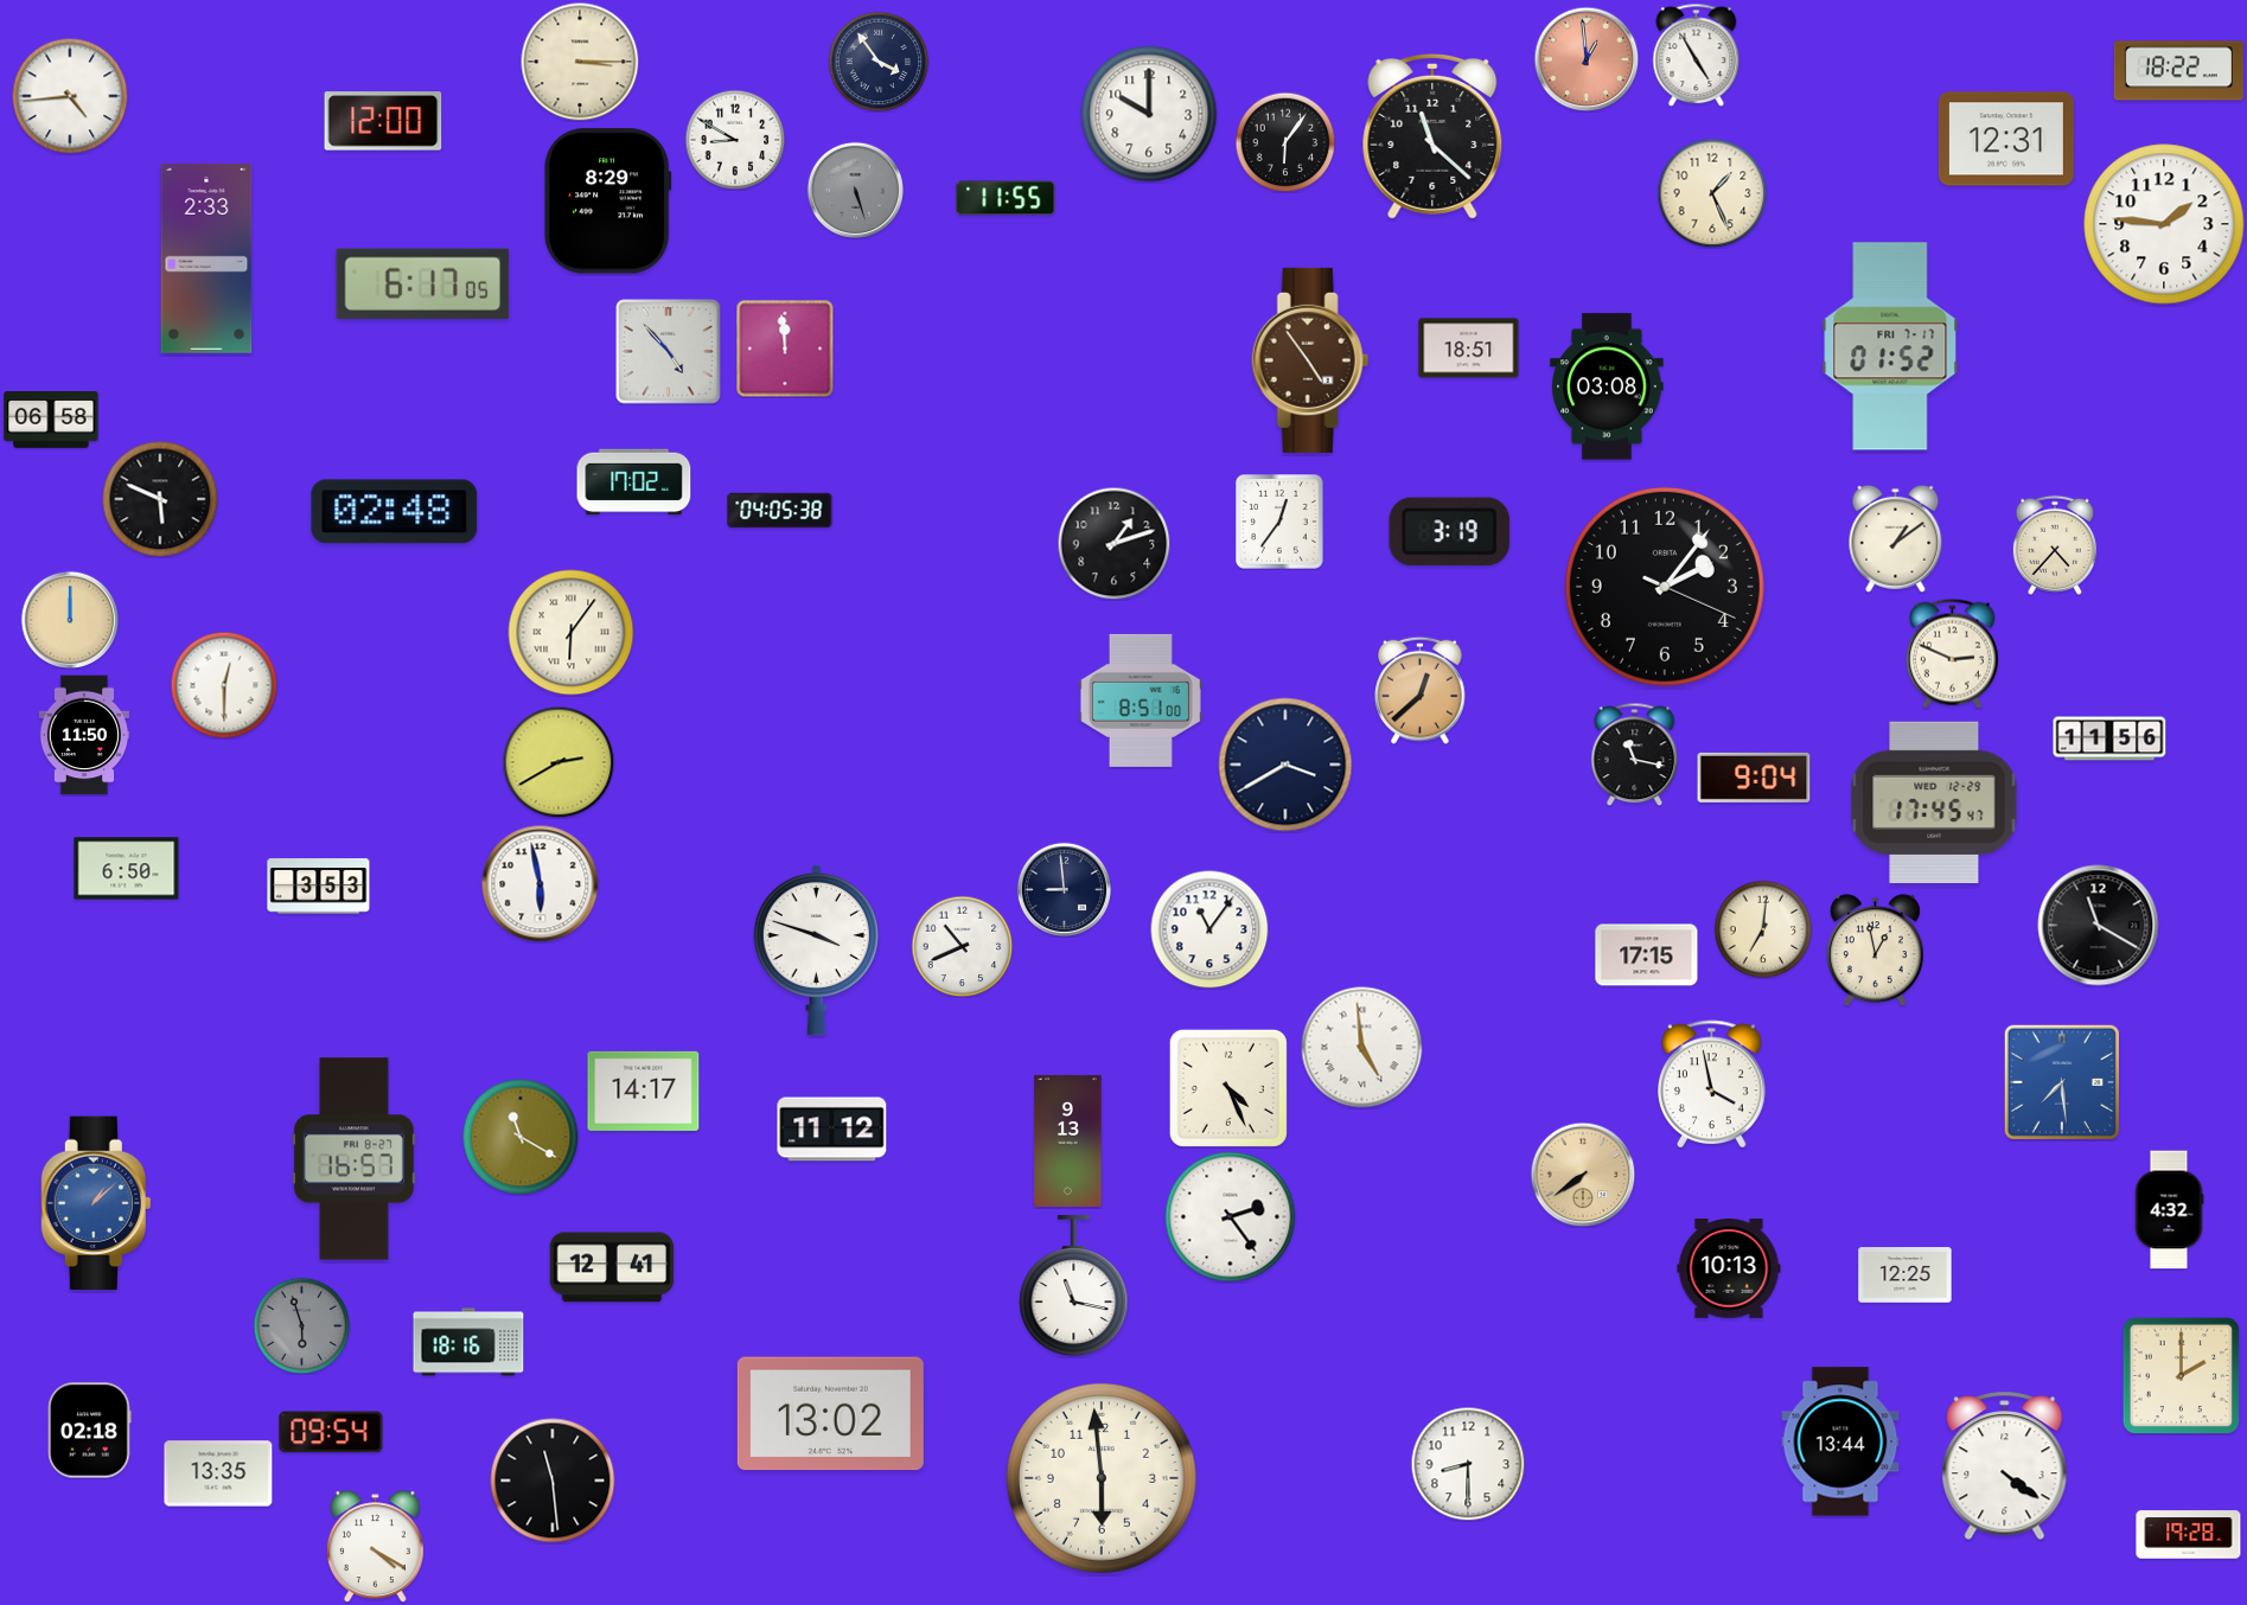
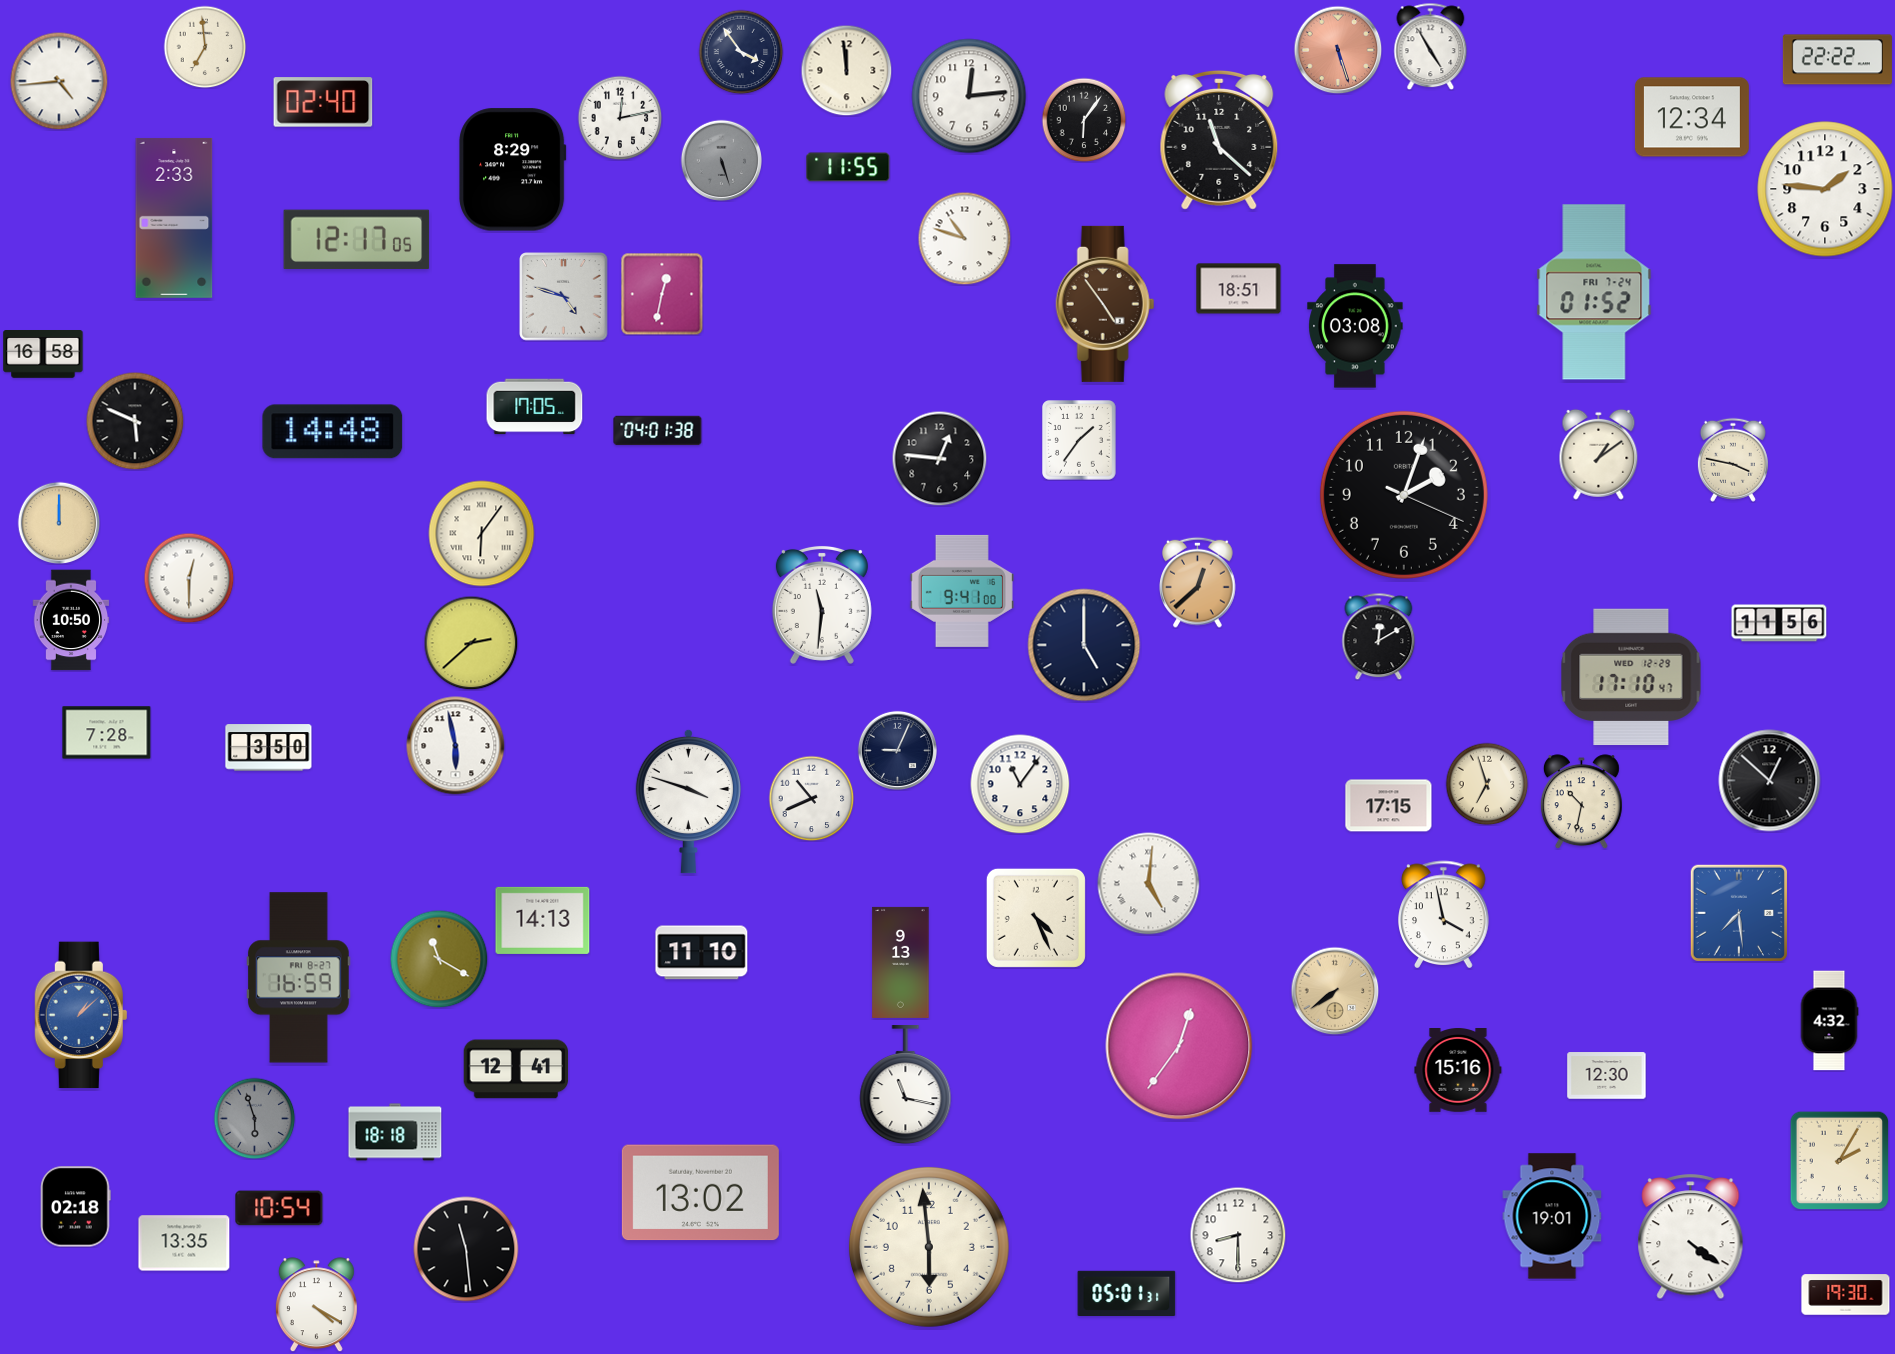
clock at (205, 47): none -> 6:59
clock at (1587, 59): 12:59 -> 5:27
clock at (580, 62): 3:15 -> none
clock at (2178, 71): 18:22 -> 22:22
clock at (846, 70): none -> 11:59
clock at (1149, 114): 10:00 -> 12:14
clock at (383, 121): 12:00 -> 02:40
clock at (1432, 136) position: (1432, 136) -> (1219, 140)
clock at (2006, 139): 12:31 -> 12:34
clock at (735, 140): 8:50 -> 12:13
clock at (1712, 193): 1:26 -> none
clock at (964, 238): none -> 10:48
clock at (423, 284): 6:17 -> 12:17
clock at (1890, 346) date: FRI 7-17 -> FRI 7-24
clock at (785, 349): 11:59 -> 12:32
clock at (1469, 349) position: (1469, 349) -> (1239, 289)
clock at (669, 352): 4:53 -> 4:48
clock at (51, 421): 06:58 -> 16:58
clock at (634, 482): 17:02 -> 17:05
clock at (780, 511): 04:05 -> 04:01
clock at (395, 512): 02:48 -> 14:48
clock at (1281, 523): 12:36 -> 1:36
clock at (1449, 532): 3:19 -> none
clock at (1113, 543): 1:12 -> 12:46
clock at (2055, 545): 4:37 -> 3:47
clock at (1665, 587): 2:06 -> 2:03
clock at (1952, 653): 2:49 -> none
clock at (1141, 701): 8:51 -> 9:41
clock at (822, 605): none -> 11:31
clock at (84, 735): 11:50 -> 10:50
clock at (1635, 754): 11:17 -> 12:10
clock at (558, 762): 2:40 -> 2:38
clock at (1285, 765): 3:40 -> 5:00
clock at (1754, 778): 9:04 -> none
clock at (1934, 802): 17:45 -> 17:10
clock at (127, 869): 6:50 -> 7:28
clock at (319, 887): 3:53 -> 3:50
clock at (1064, 889): 8:59 -> 9:04
clock at (2099, 926): 11:20 -> 12:52
clock at (1763, 929): 7:01 -> 6:57
clock at (1875, 951): 12:58 -> 10:32
clock at (1362, 1048): 4:59 -> 5:01
clock at (644, 1091): 14:17 -> 14:13
clock at (832, 1130): 11:12 -> 11:10
clock at (355, 1159): 16:57 -> 16:59
clock at (1231, 1217): 2:24 -> none
clock at (1179, 1046): none -> 12:36
clock at (1729, 1270): 10:13 -> 15:16
clock at (1906, 1275): 12:25 -> 12:30
clock at (468, 1342): 18:16 -> 18:18
clock at (2181, 1375): 2:00 -> 2:05
clock at (331, 1432): 09:54 -> 10:54
clock at (1840, 1441): 13:44 -> 19:01
clock at (1127, 1293): none -> 05:01
clock at (2189, 1535): 19:28 -> 19:30
